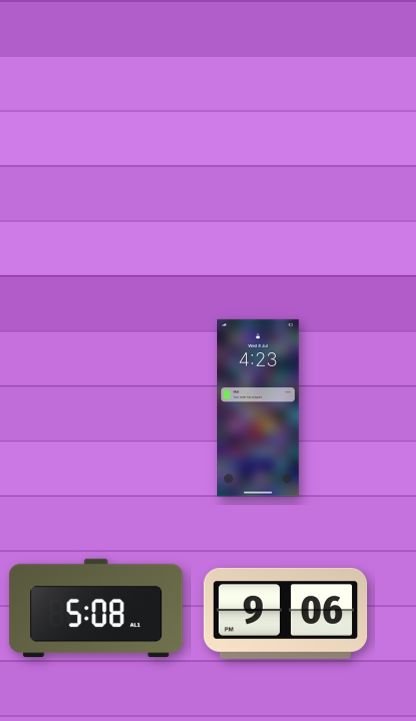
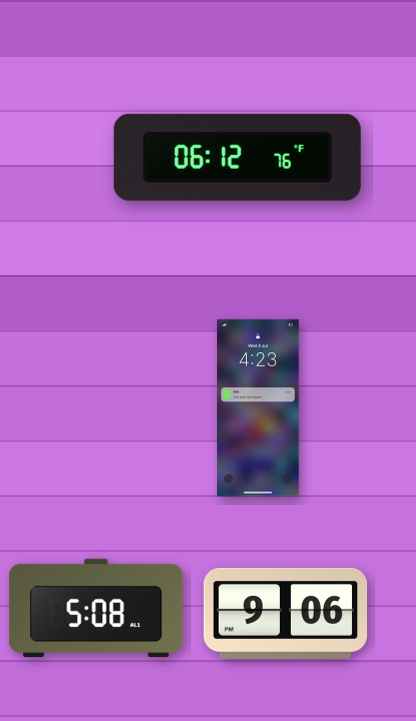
clock at (237, 157): none -> 06:12
